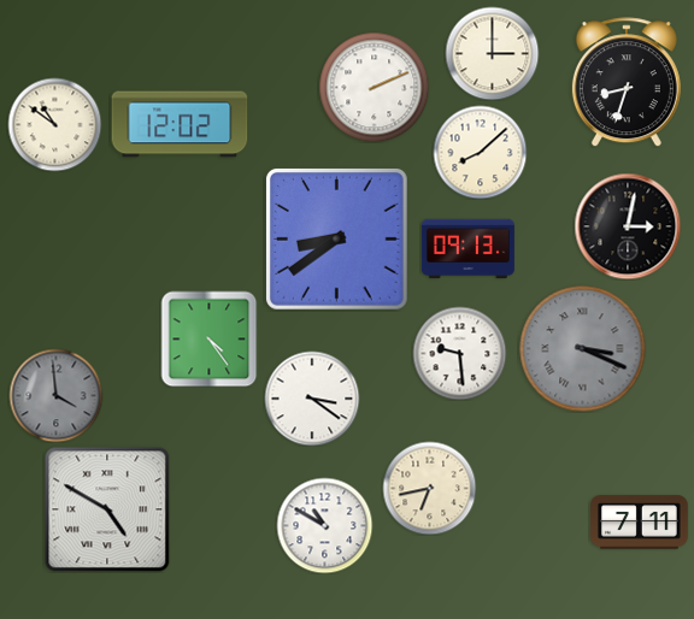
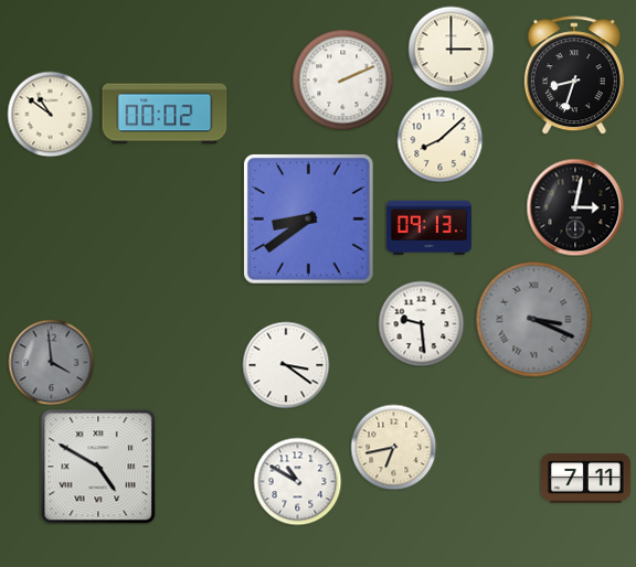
clock at (180, 124): 12:02 -> 00:02
clock at (208, 338): 4:24 -> none
